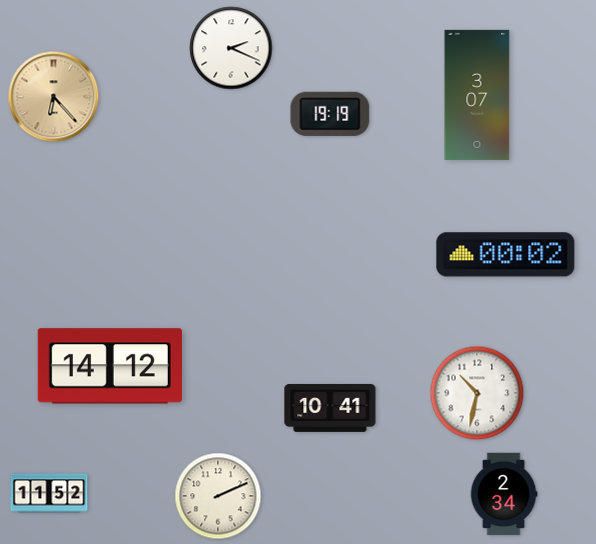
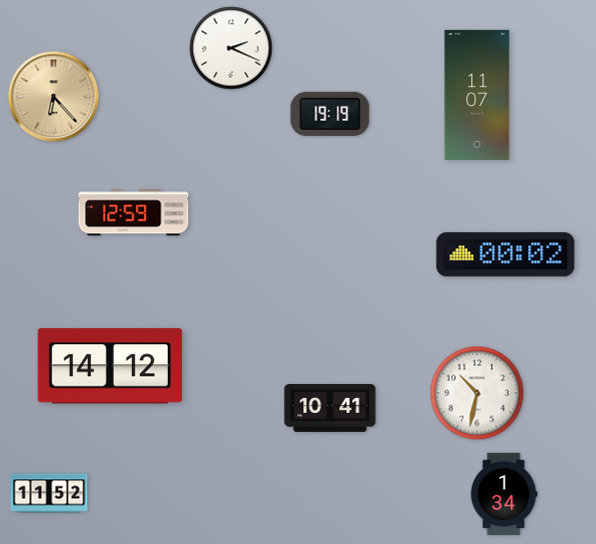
clock at (477, 95): 3:07 -> 11:07
clock at (134, 213): none -> 12:59
clock at (504, 494): 2:34 -> 1:34
clock at (218, 496): 2:11 -> none
